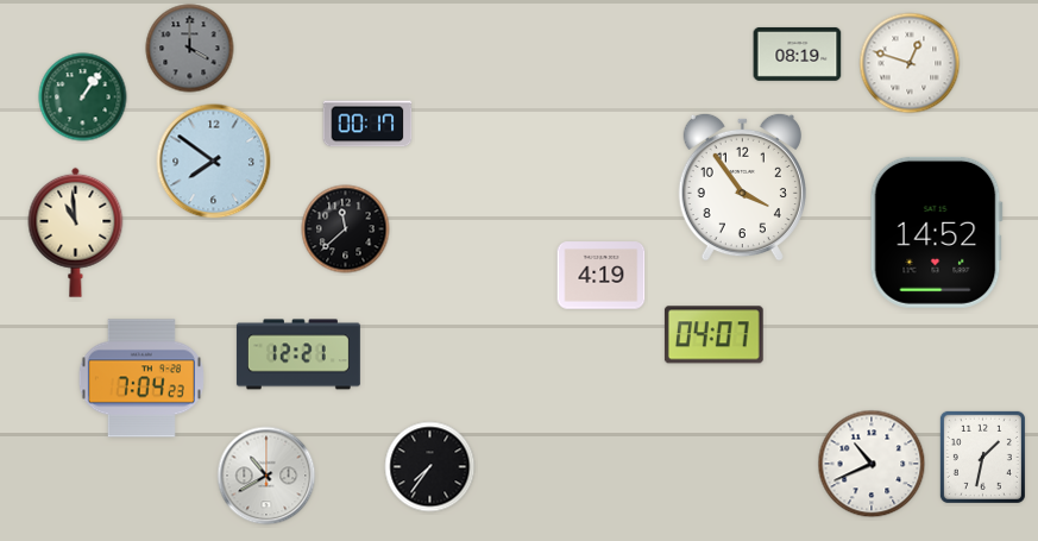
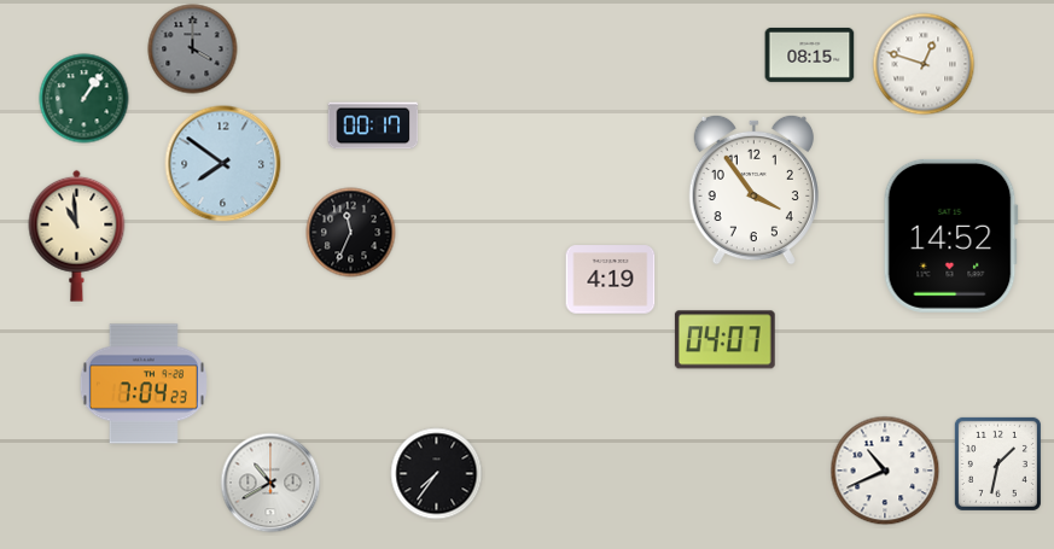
clock at (798, 54): 08:19 -> 08:15
clock at (214, 162) position: (214, 162) -> (223, 164)
clock at (346, 229): 11:38 -> 11:34
clock at (298, 354): 12:21 -> none
